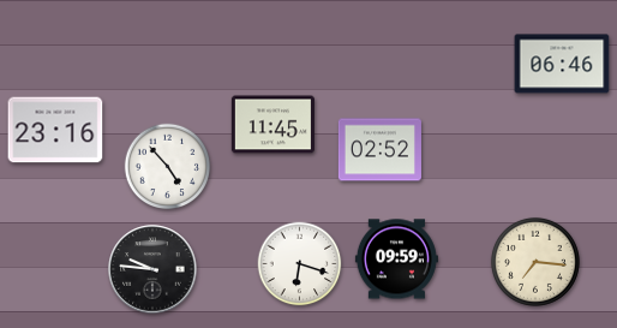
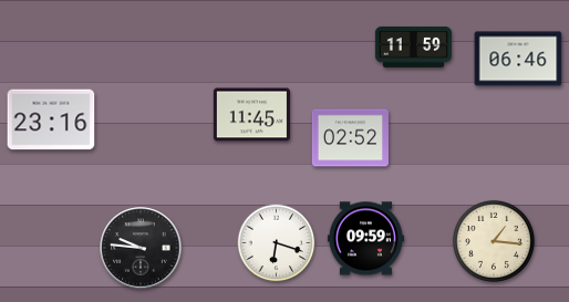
clock at (413, 46): none -> 11:59
clock at (168, 167): 4:53 -> none
clock at (535, 262): 7:16 -> 1:16
